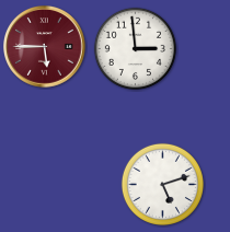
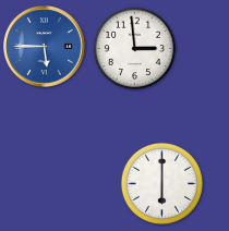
clock at (45, 47) dial: burgundy -> blue
clock at (162, 184): 5:12 -> 6:00
